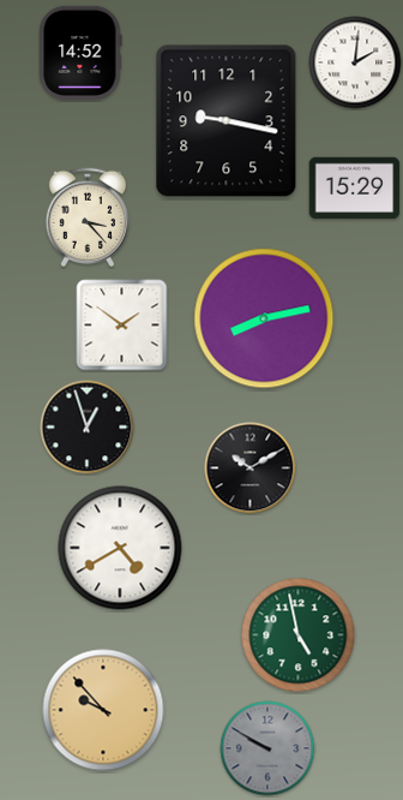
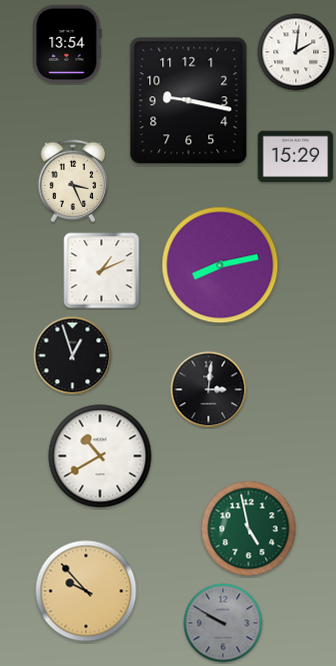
clock at (80, 53): 14:52 -> 13:54
clock at (86, 216): 3:23 -> 3:26
clock at (122, 326): 1:51 -> 1:11
clock at (251, 468): 10:10 -> 3:01
clock at (120, 548): 4:40 -> 10:40
